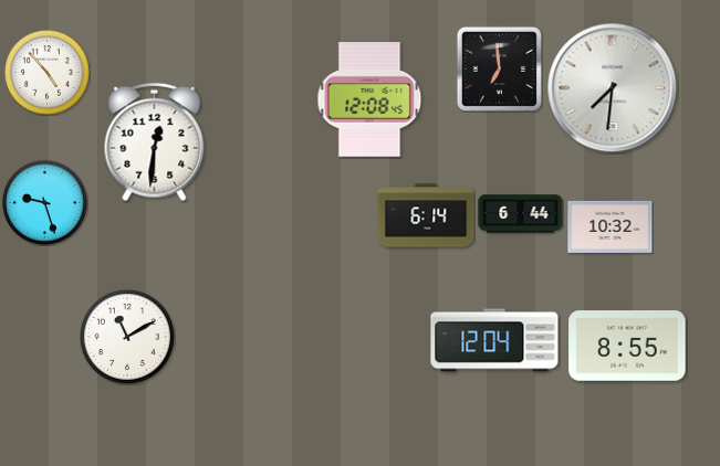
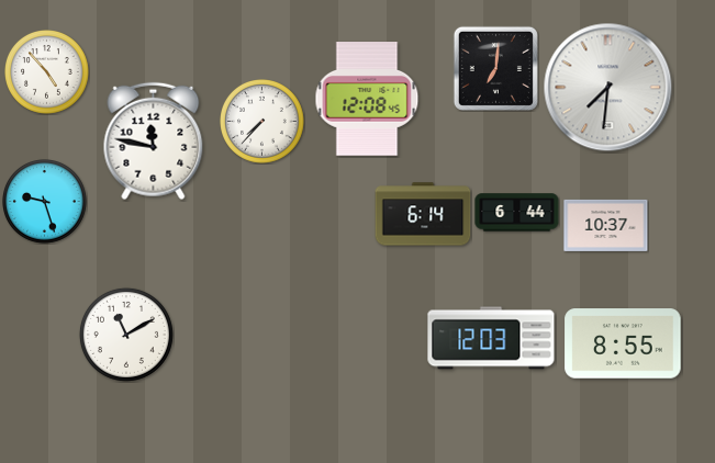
clock at (499, 68): 6:59 -> 7:01
clock at (262, 122): none -> 7:37
clock at (155, 142): 12:31 -> 11:47
clock at (611, 226): 10:32 -> 10:37
clock at (494, 340): 12:04 -> 12:03
